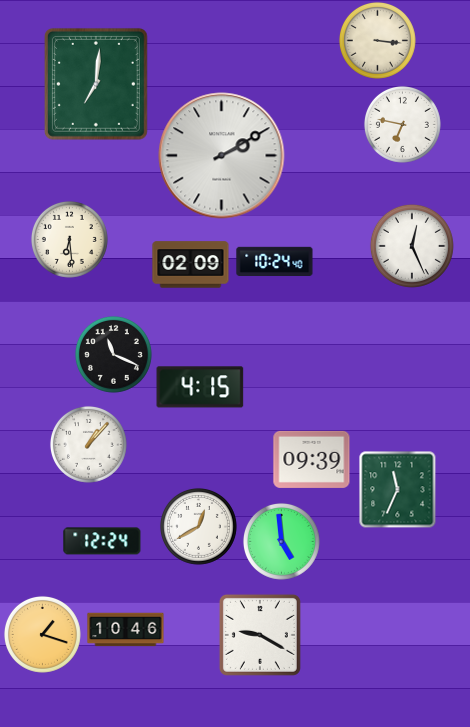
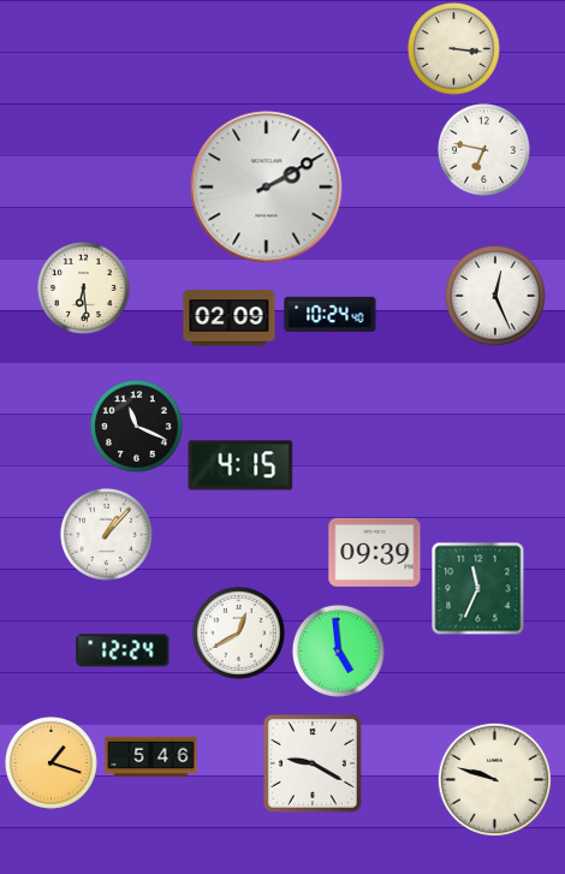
clock at (96, 84): 7:01 -> none
clock at (126, 630): 10:46 -> 5:46
clock at (494, 779): none -> 9:48
